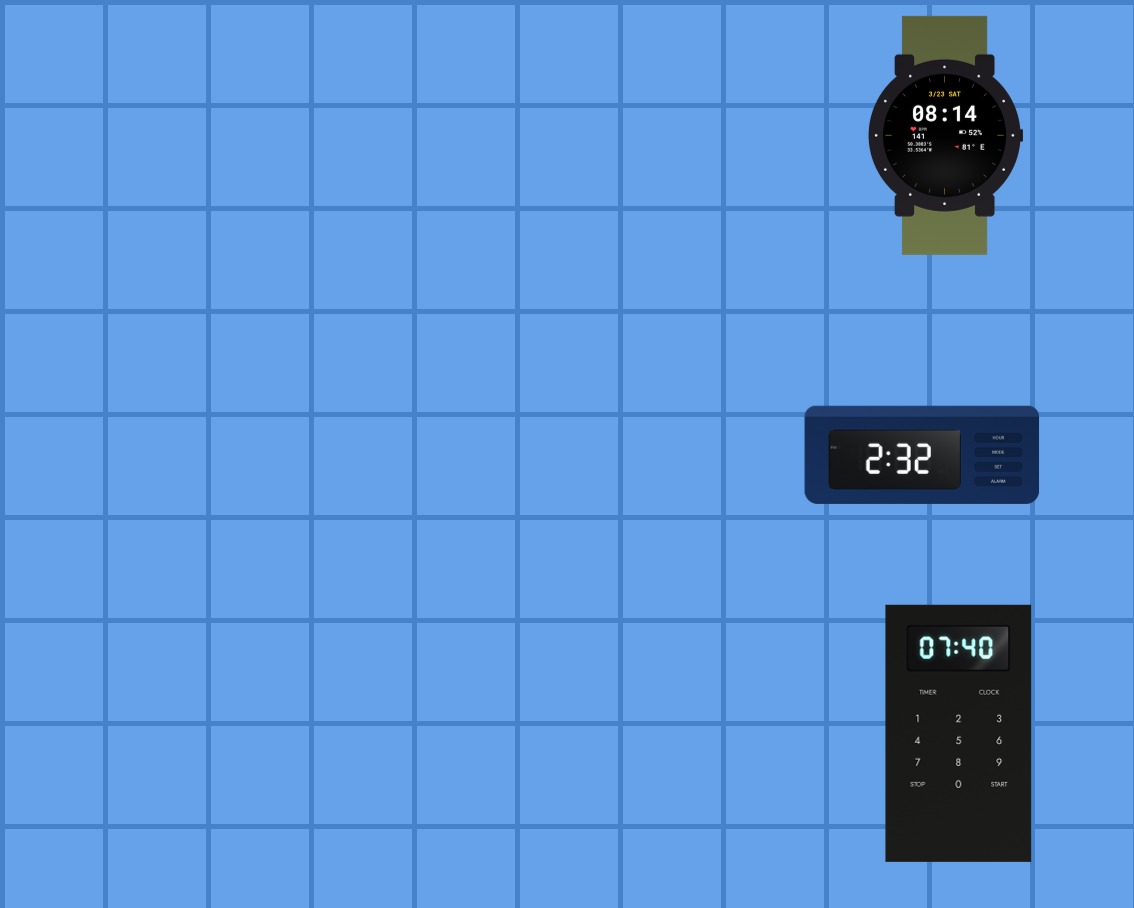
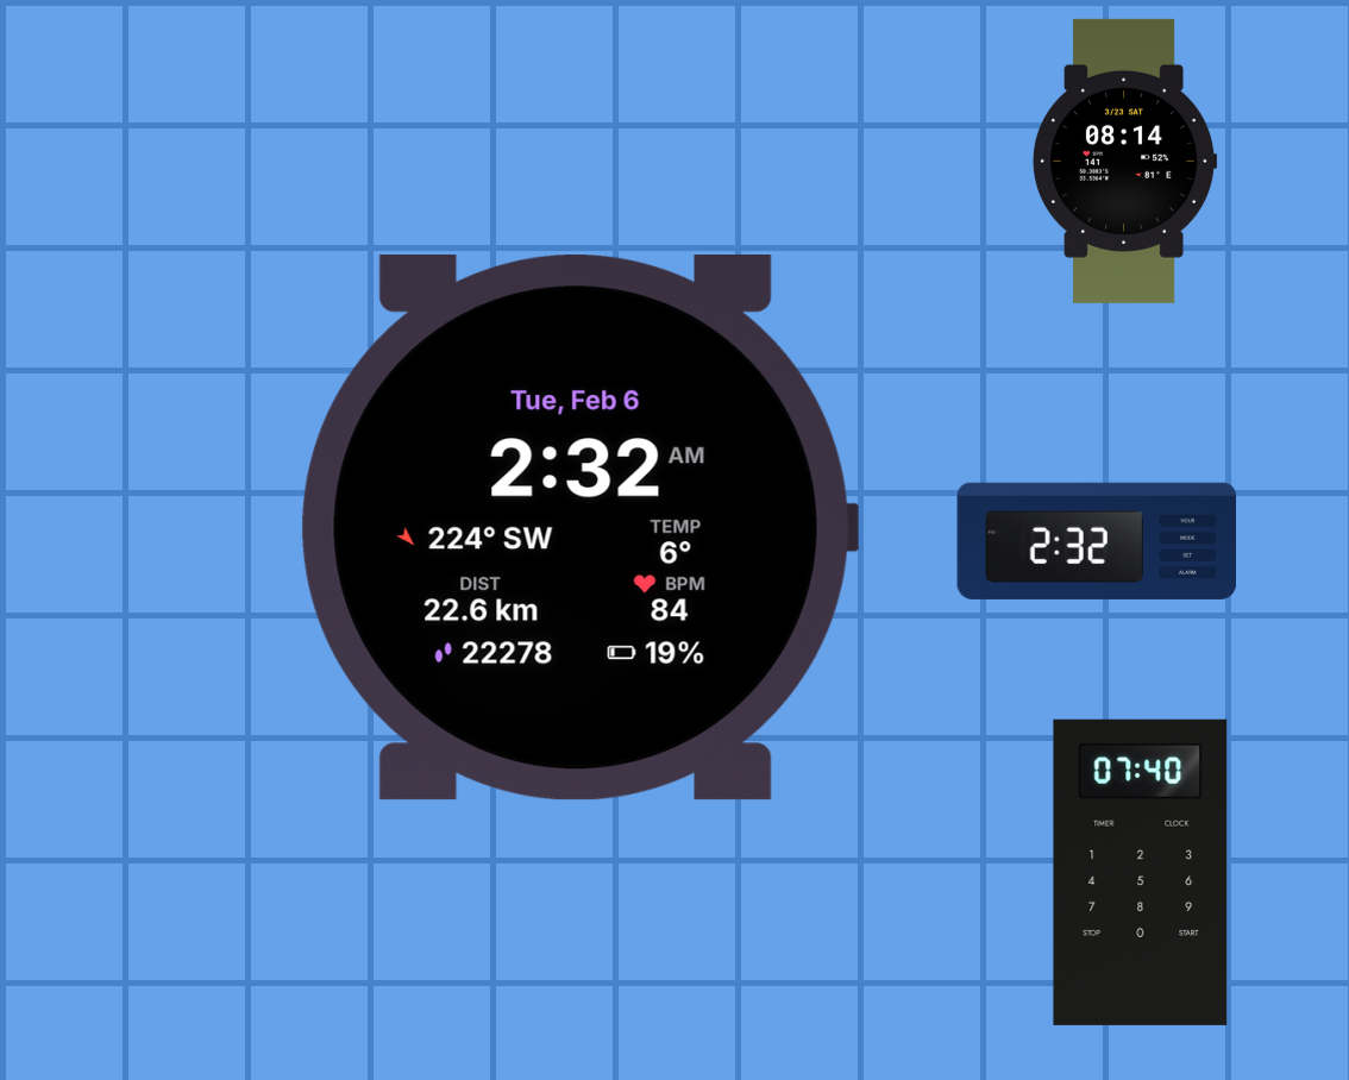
clock at (579, 528): none -> 2:32
